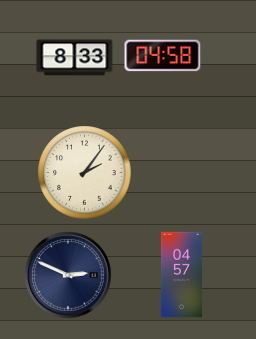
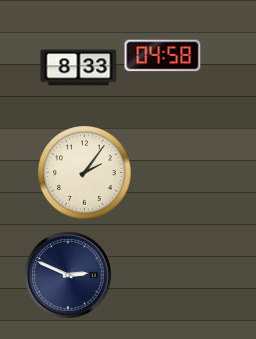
clock at (75, 58) position: (75, 58) -> (79, 68)
clock at (181, 275): 04:57 -> none
